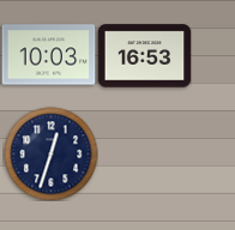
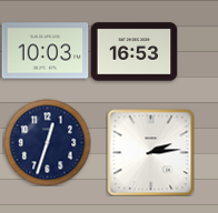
clock at (150, 152): none -> 2:14
